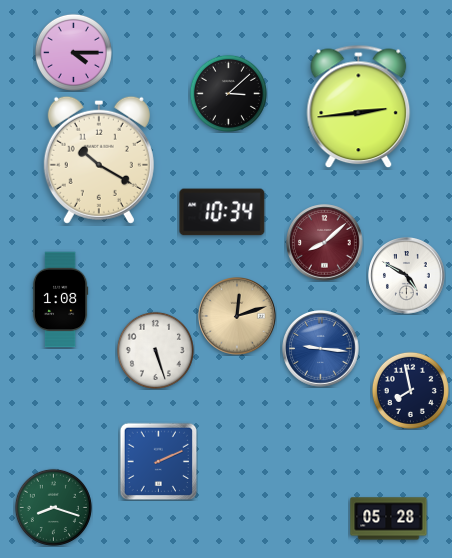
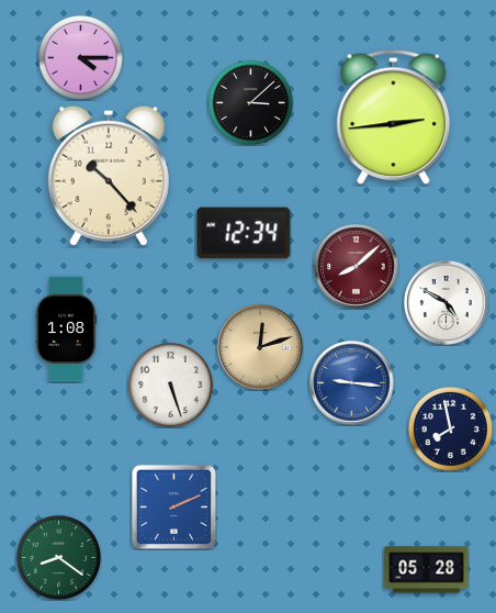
clock at (99, 160): 10:20 -> 10:23
clock at (222, 212): 10:34 -> 12:34
clock at (53, 507): 8:18 -> 8:21
